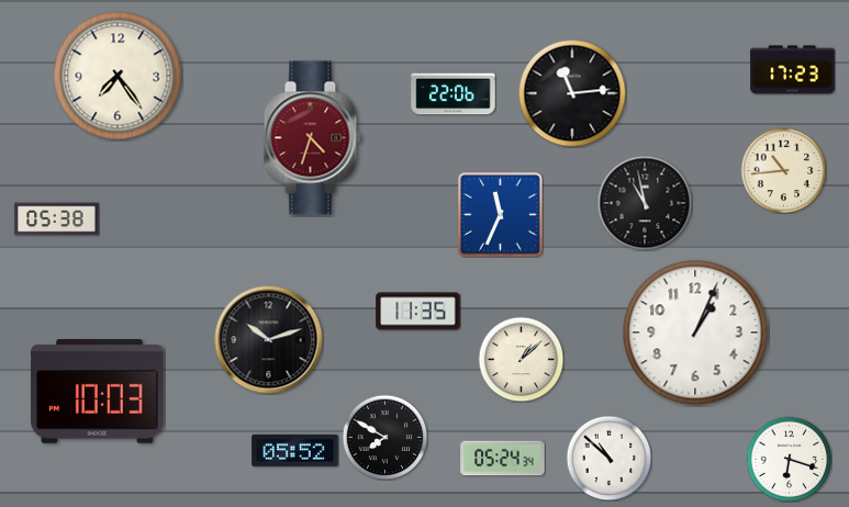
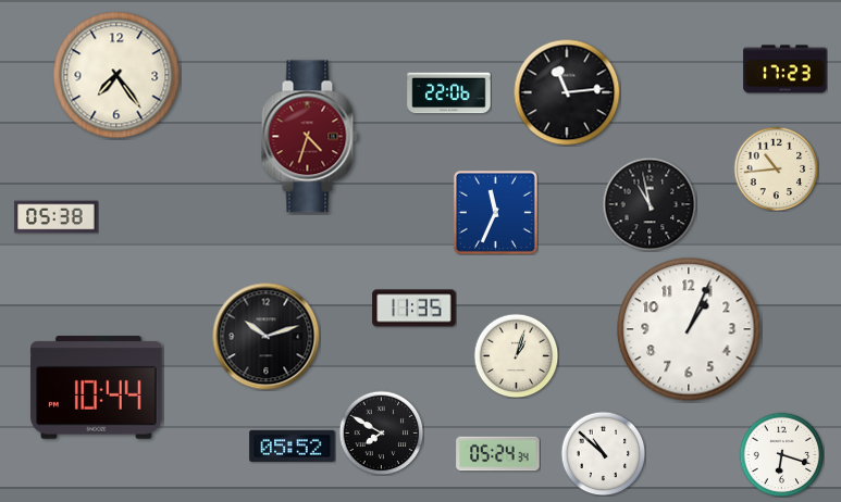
clock at (645, 203) position: (645, 203) -> (650, 204)
clock at (521, 359): 1:08 -> 1:03
clock at (98, 392): 10:03 -> 10:44
